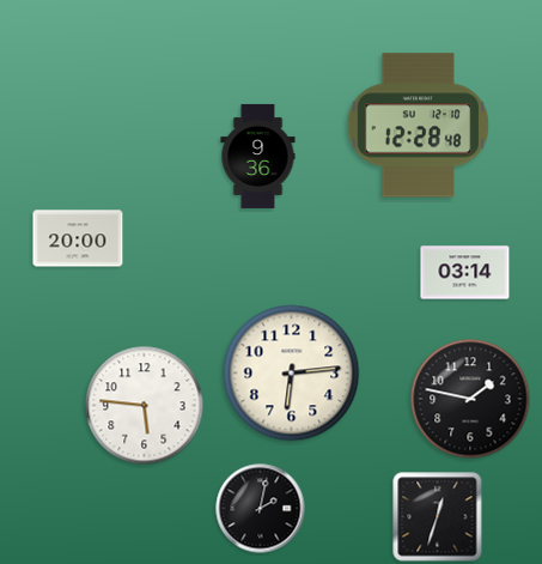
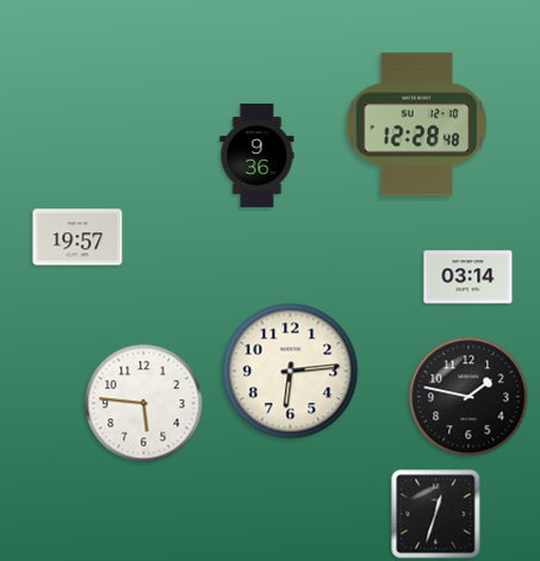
clock at (78, 238): 20:00 -> 19:57
clock at (465, 273) position: (465, 273) -> (468, 278)
clock at (261, 509): 2:02 -> none
